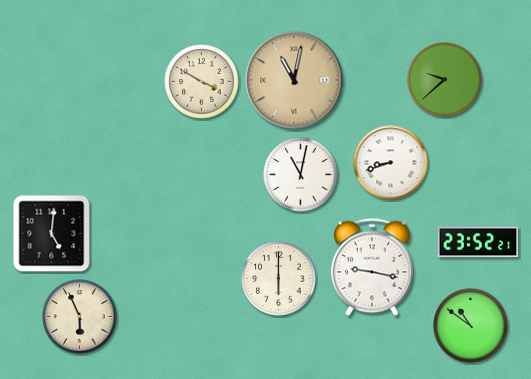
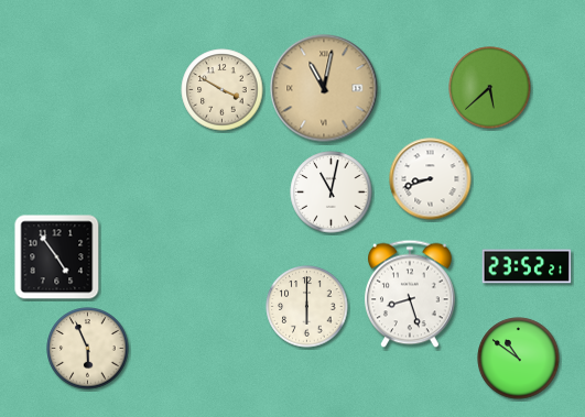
clock at (445, 80): 9:38 -> 5:38
clock at (52, 234): 5:01 -> 4:54
clock at (373, 267): 9:17 -> 8:27
